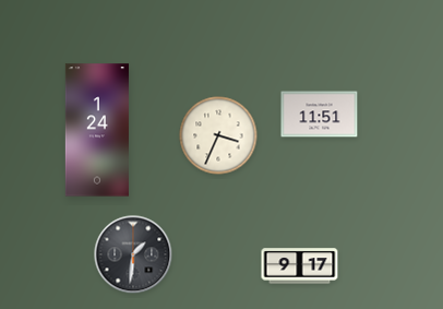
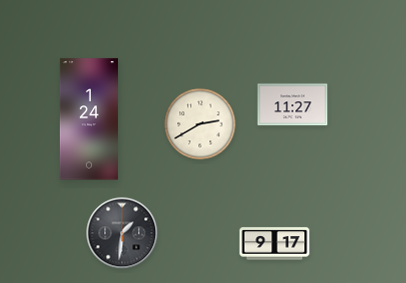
clock at (320, 115): 11:51 -> 11:27
clock at (218, 135): 3:34 -> 2:40
